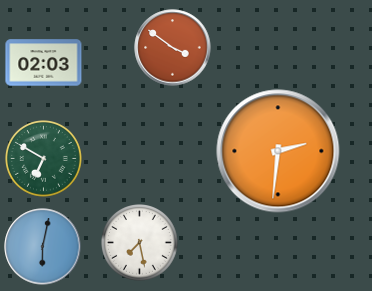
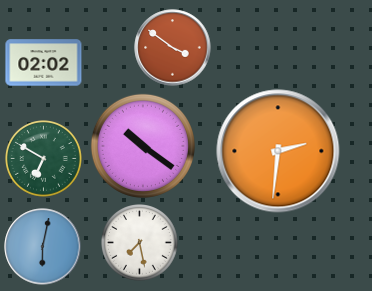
clock at (44, 63): 02:03 -> 02:02
clock at (143, 146): none -> 10:21
